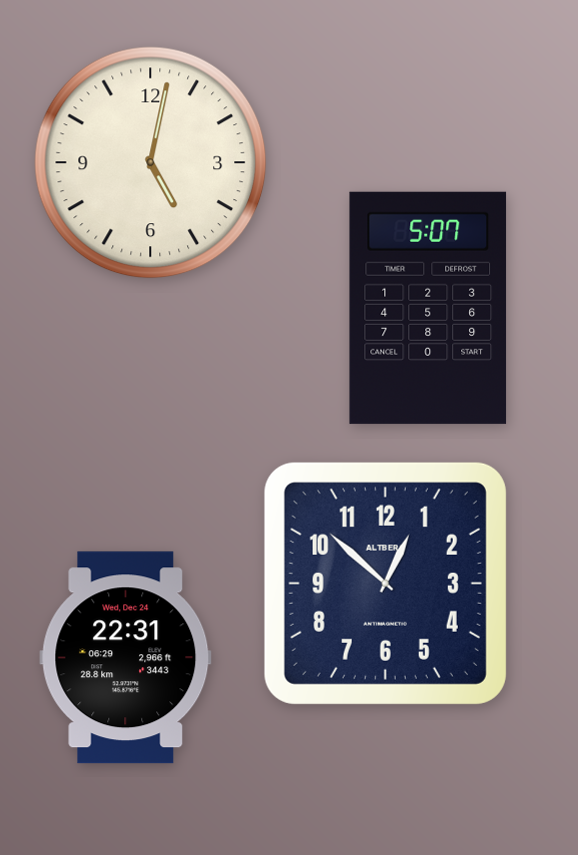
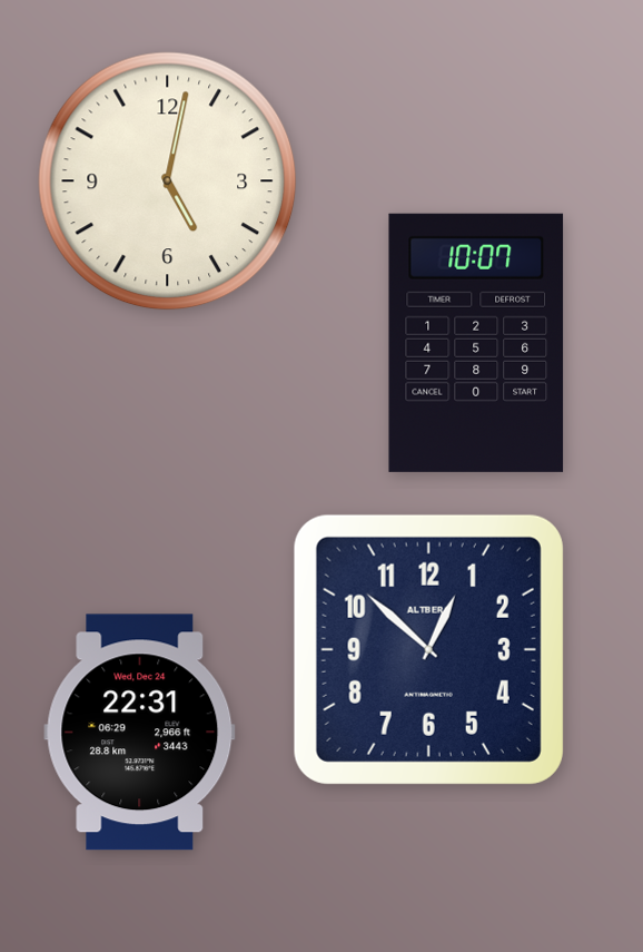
clock at (428, 308): 5:07 -> 10:07
